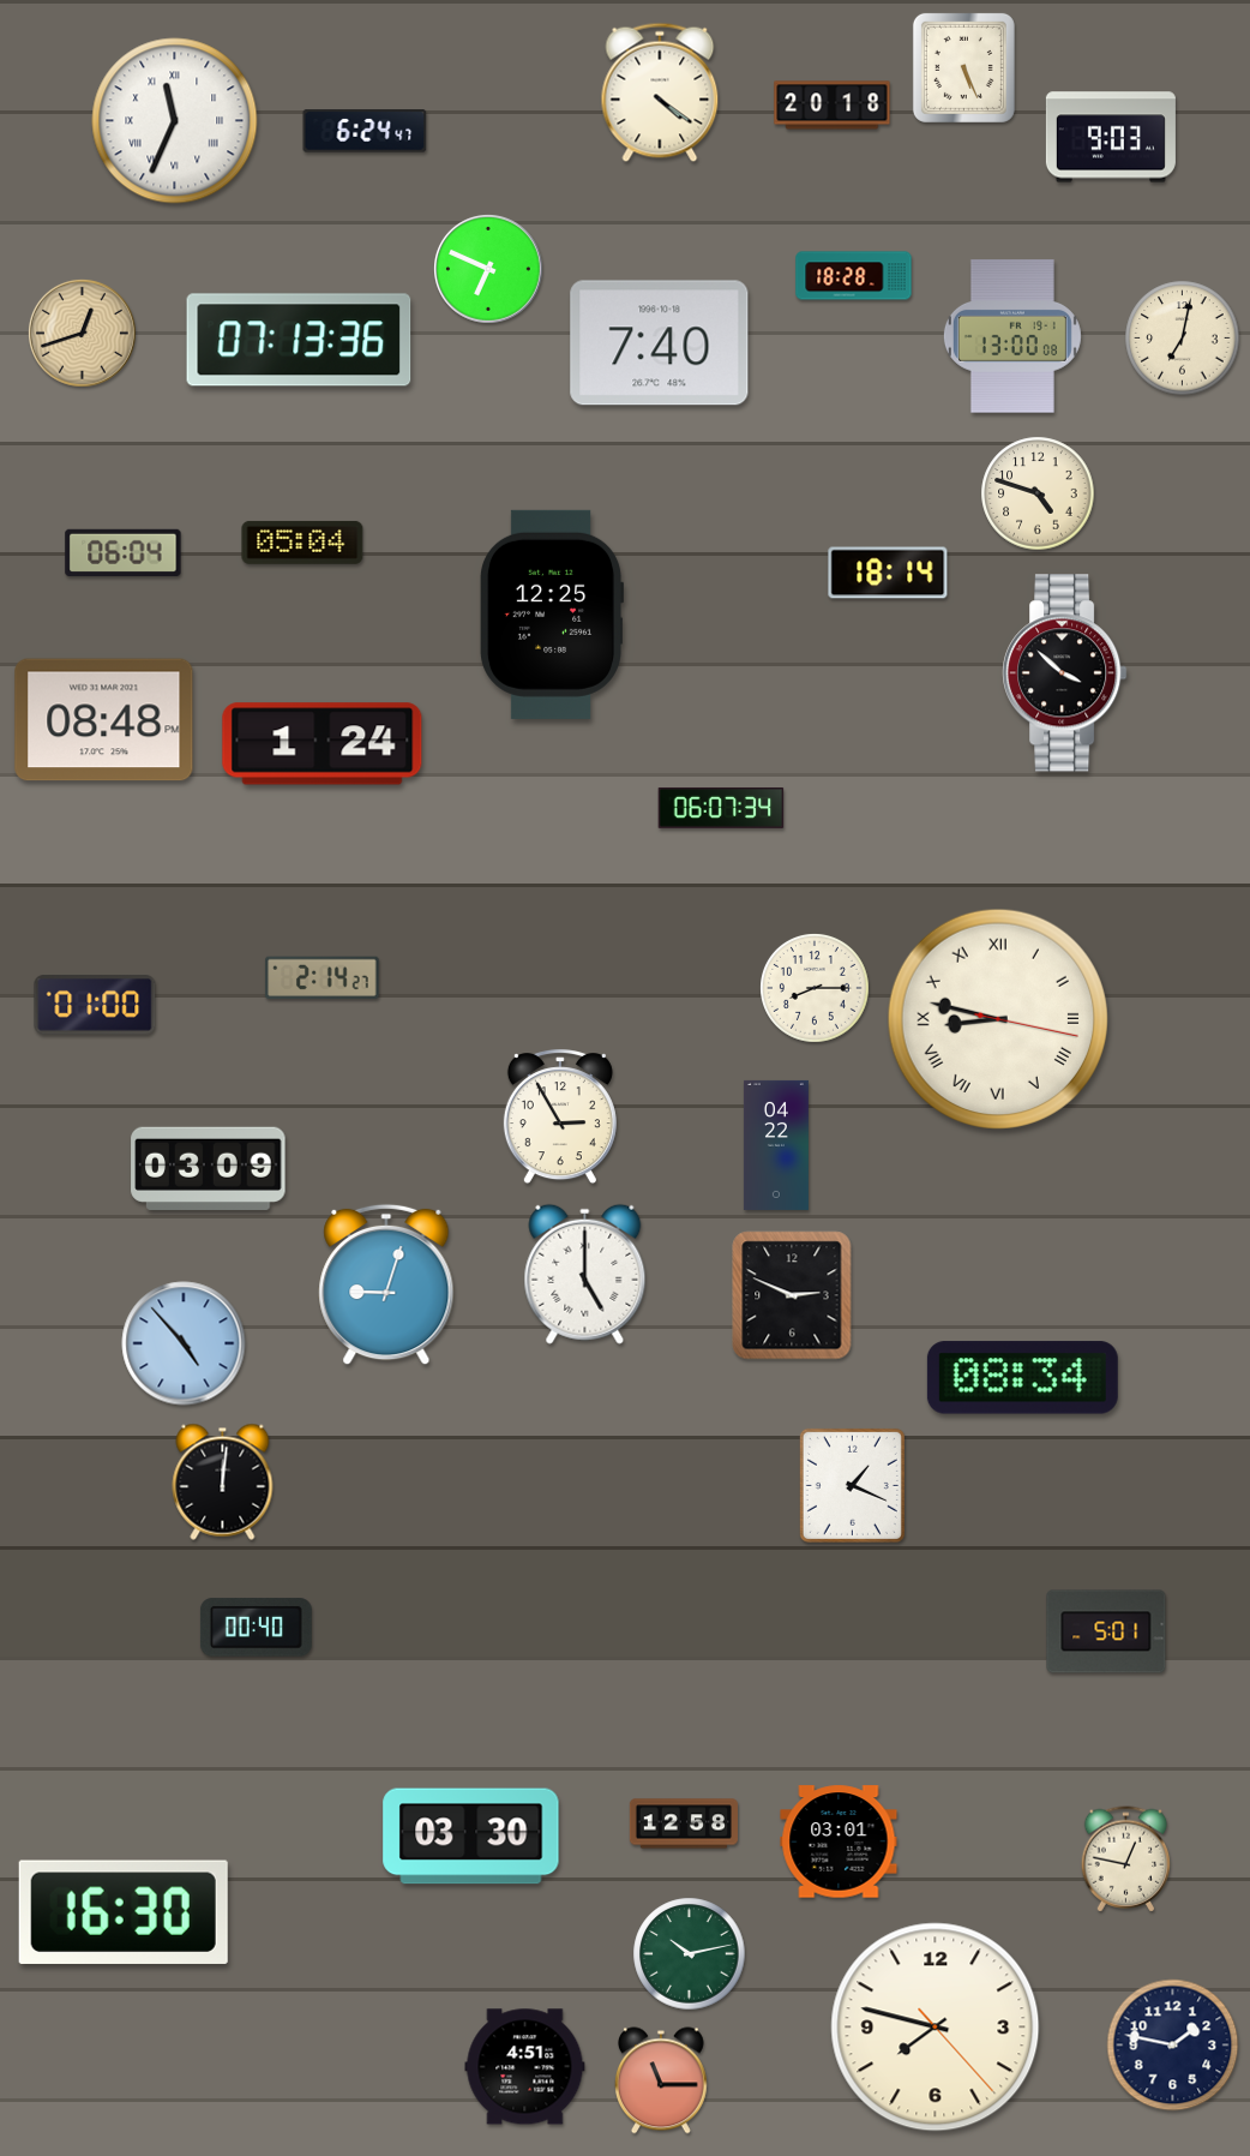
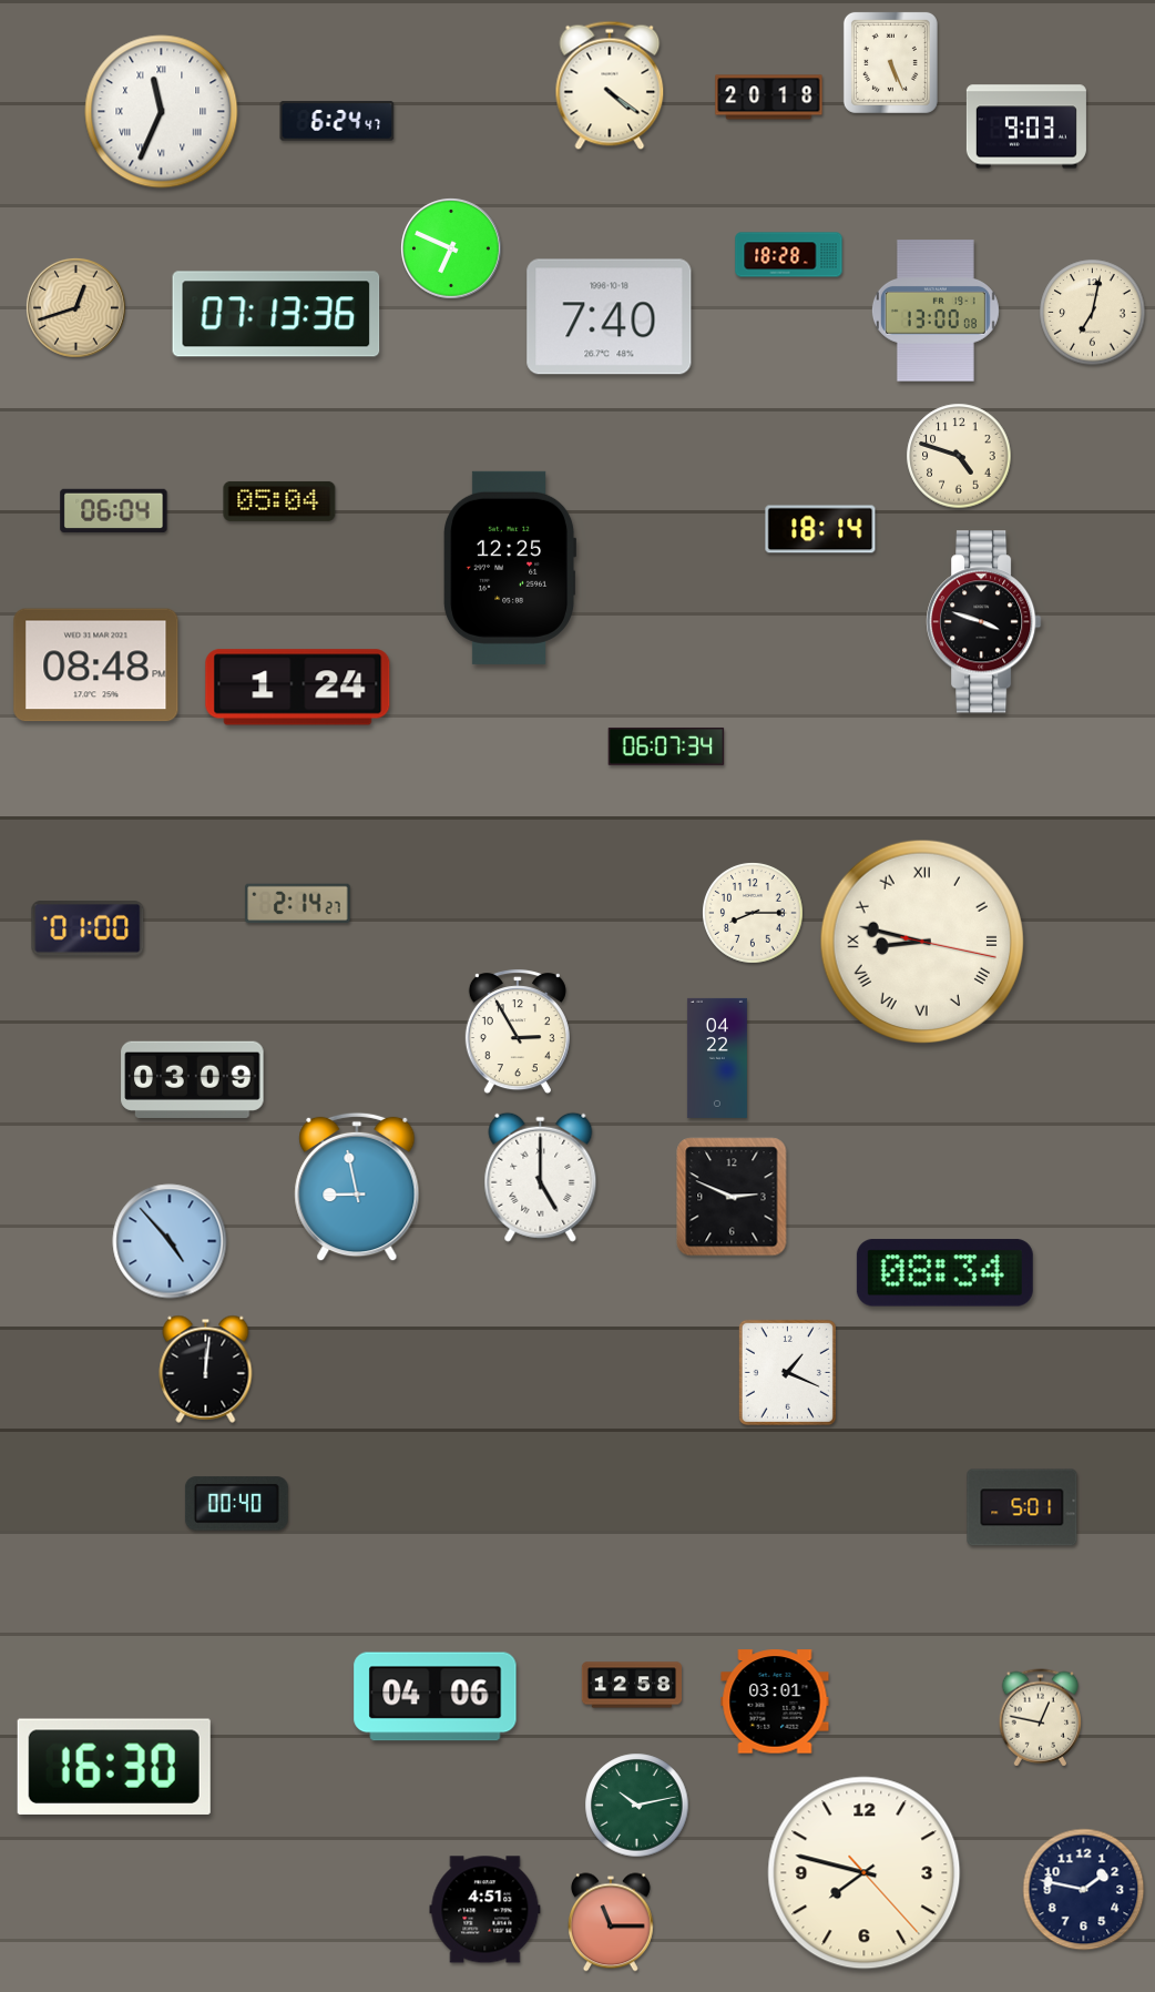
clock at (1065, 673): 3:52 -> 3:48
clock at (386, 1284): 9:03 -> 8:58
clock at (471, 1837): 03:30 -> 04:06
